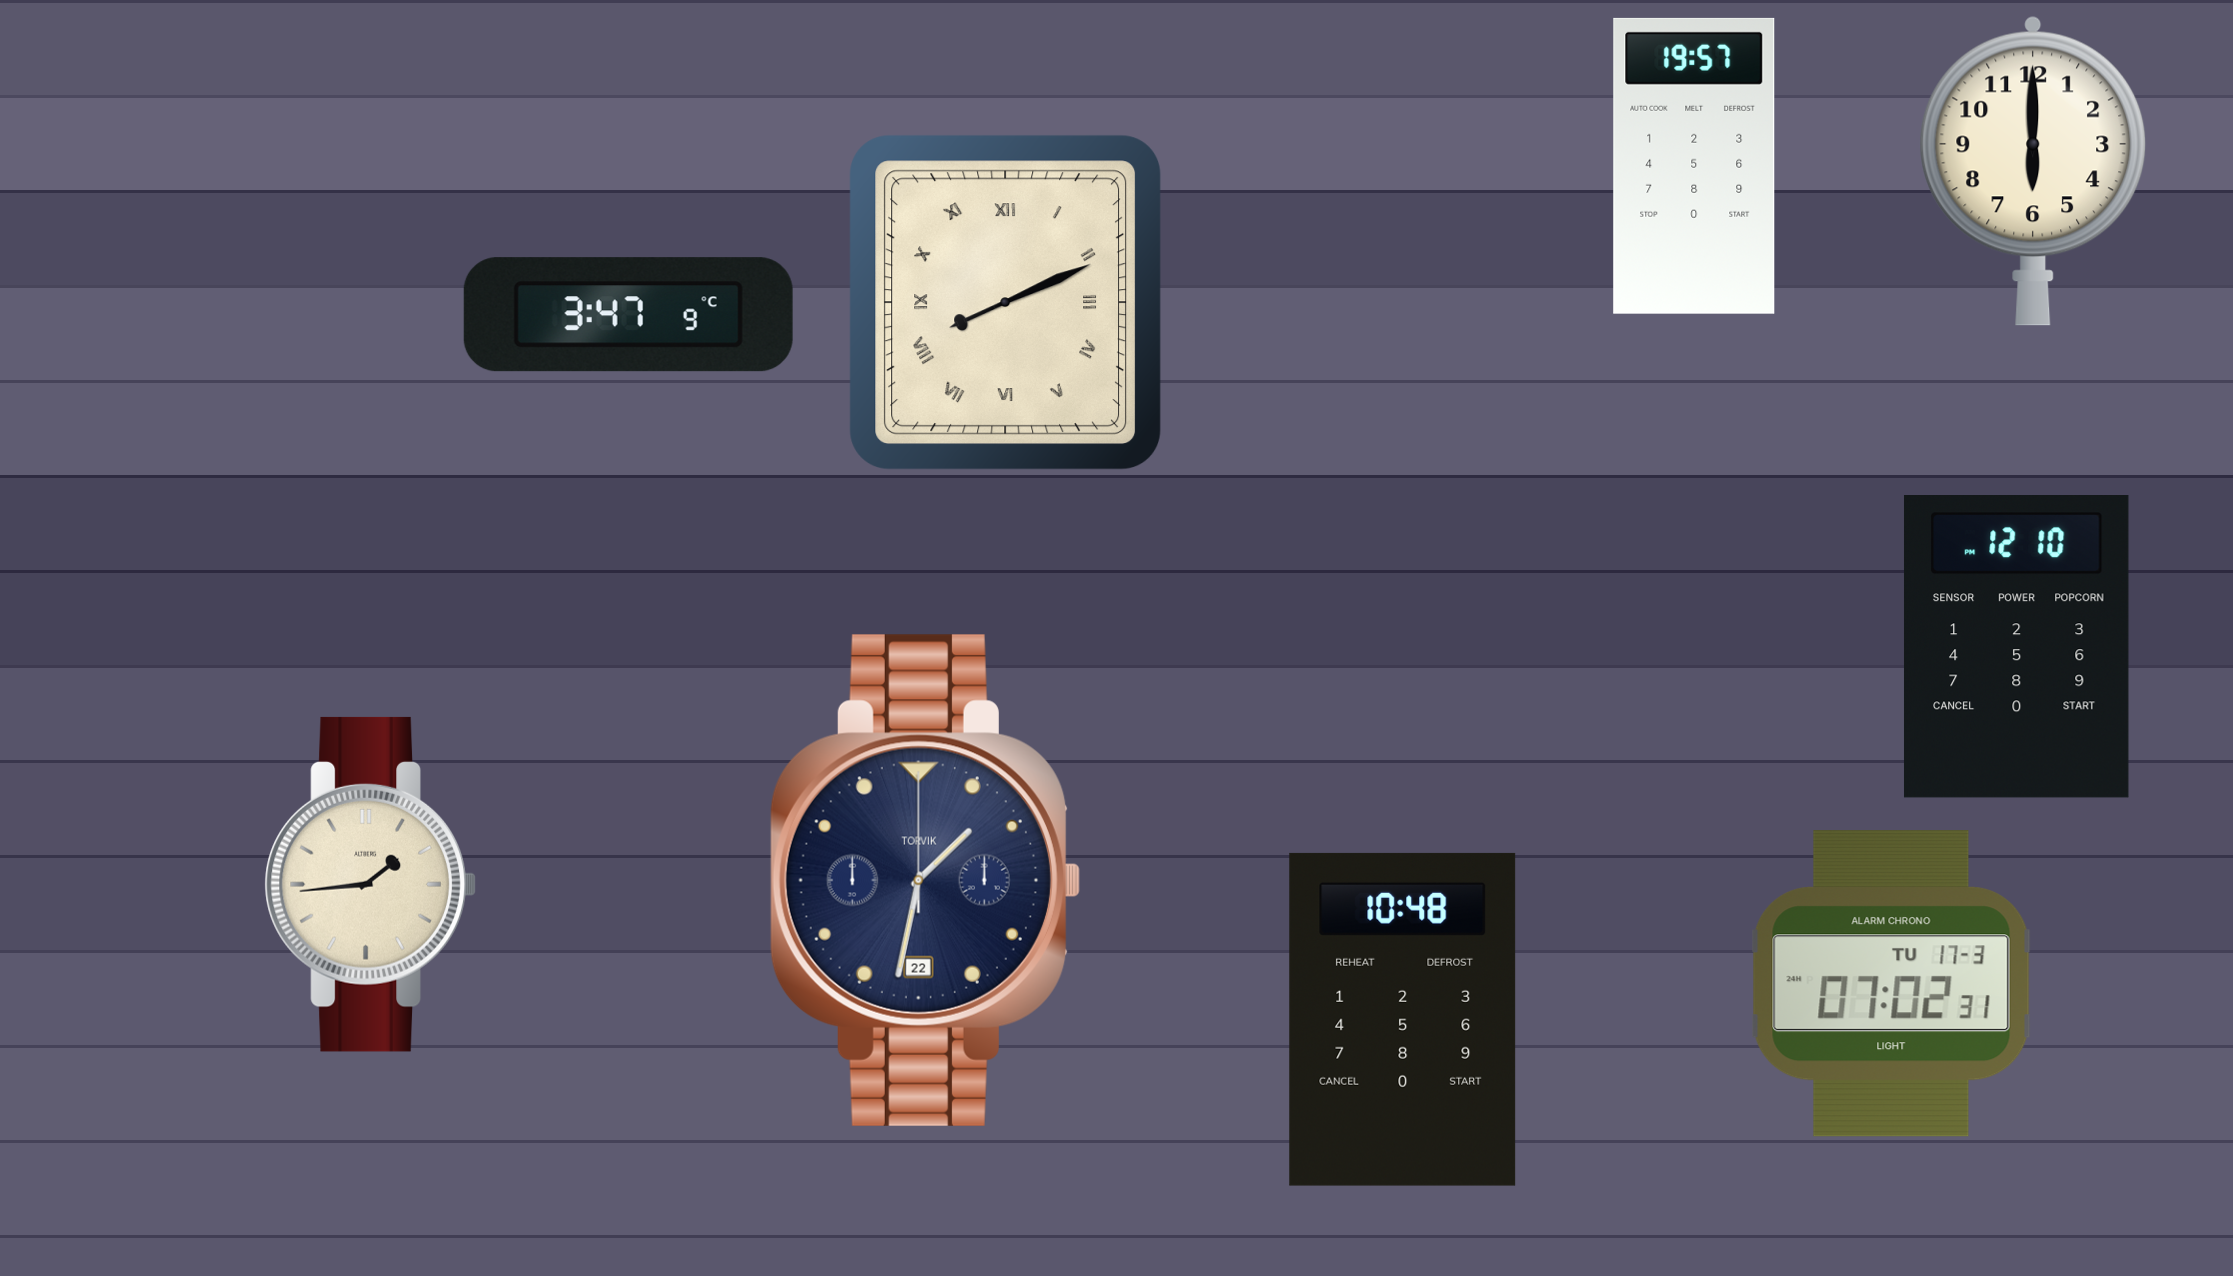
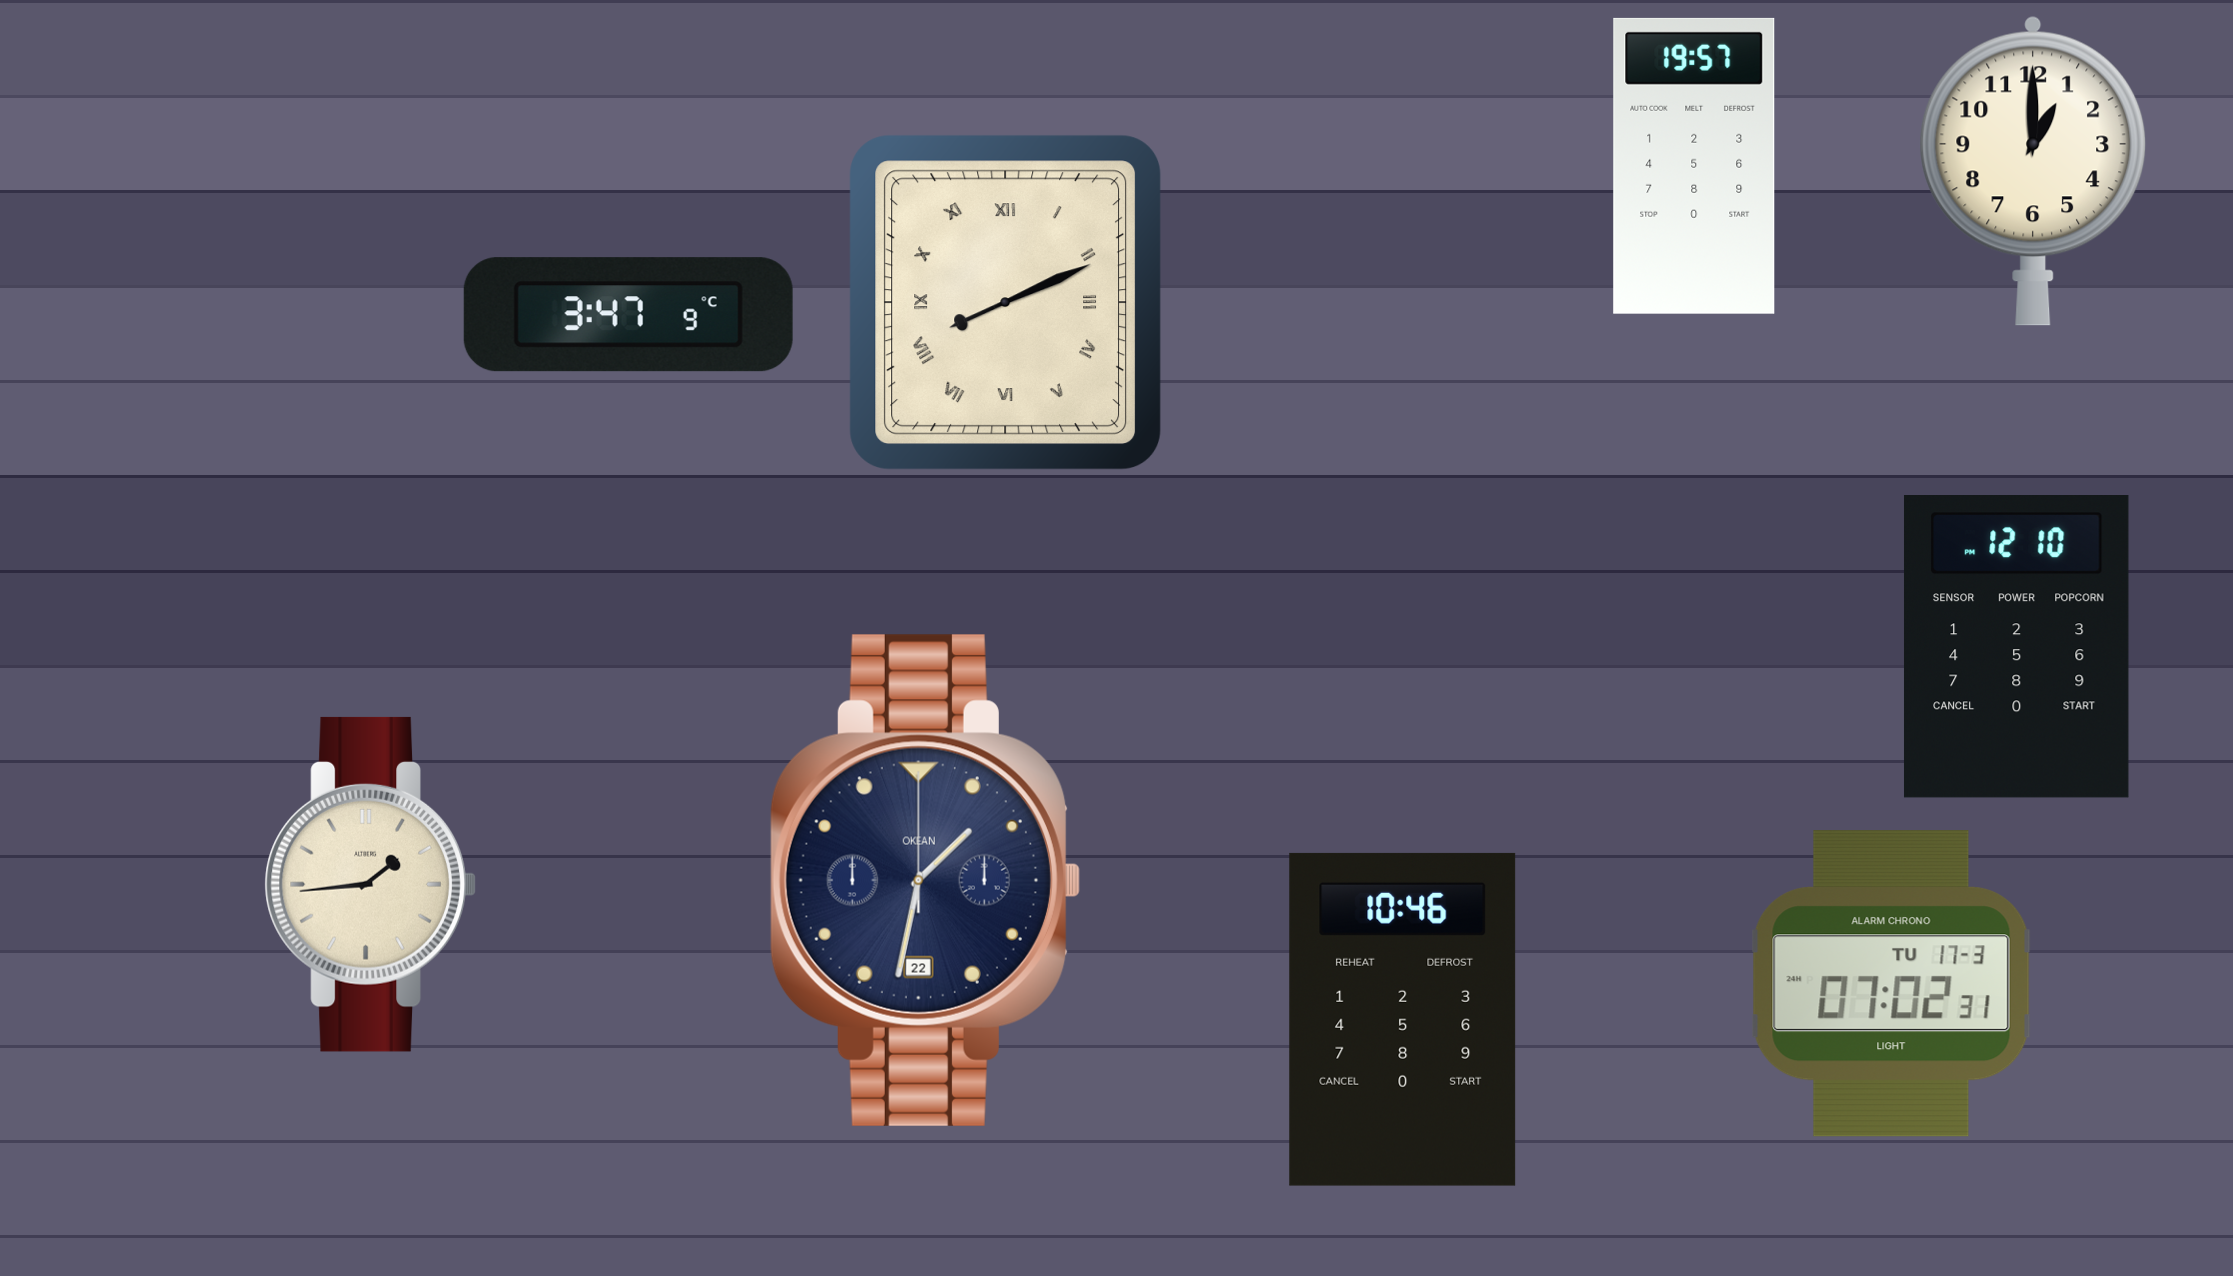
clock at (2033, 171): 6:00 -> 1:00
clock at (925, 880) brand: TORVIK -> OKEAN
clock at (1403, 1019): 10:48 -> 10:46
